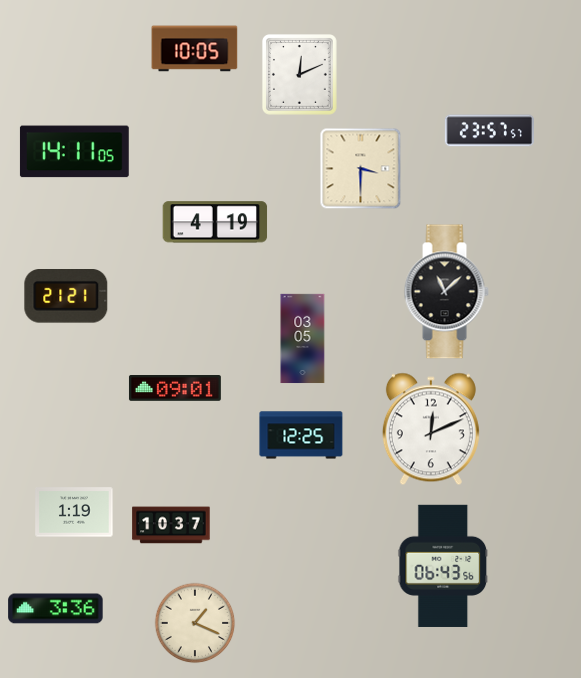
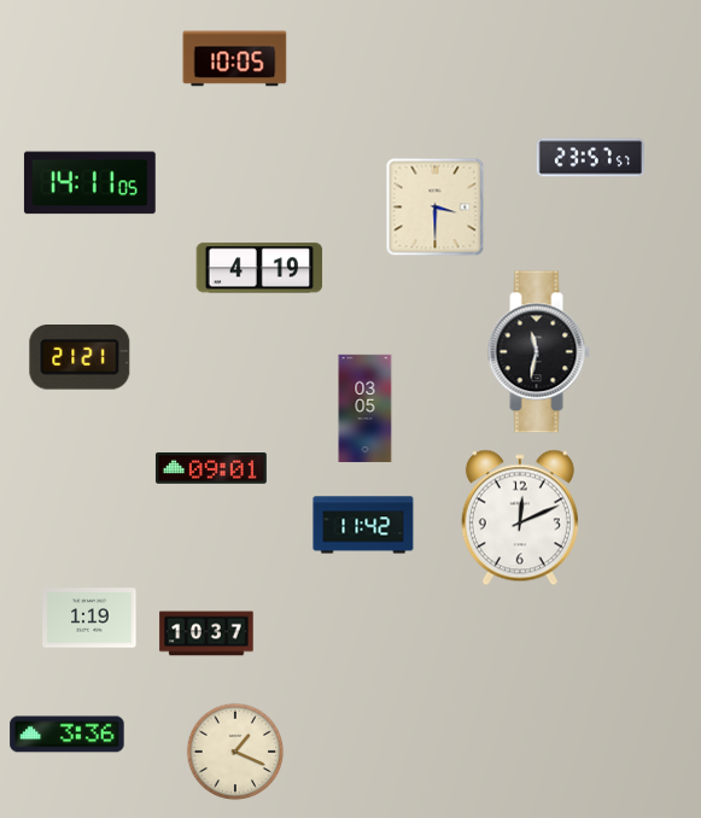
clock at (300, 75): 12:11 -> none
clock at (361, 169) position: (361, 169) -> (436, 208)
clock at (446, 292): 11:08 -> 11:32
clock at (301, 435): 12:25 -> 11:42
clock at (443, 566): 06:43 -> none
